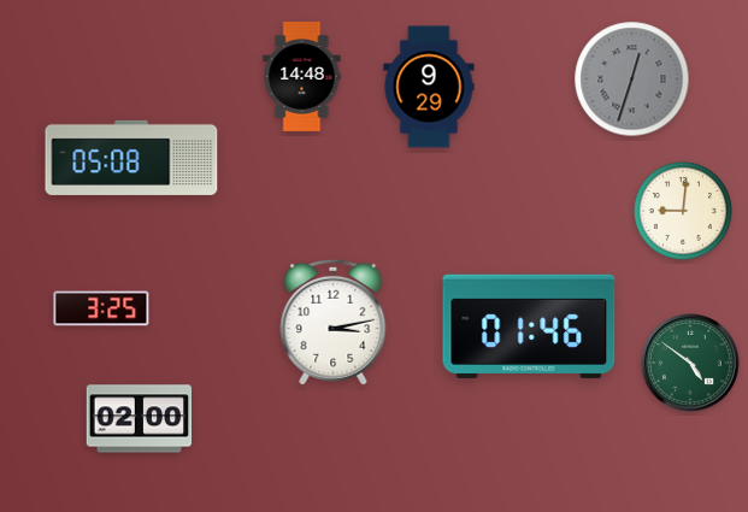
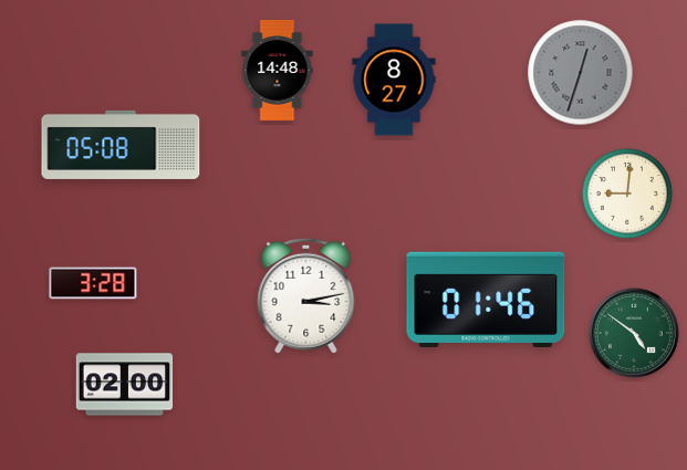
clock at (429, 87): 9:29 -> 8:27
clock at (101, 308): 3:25 -> 3:28
clock at (140, 419) position: (140, 419) -> (125, 385)
